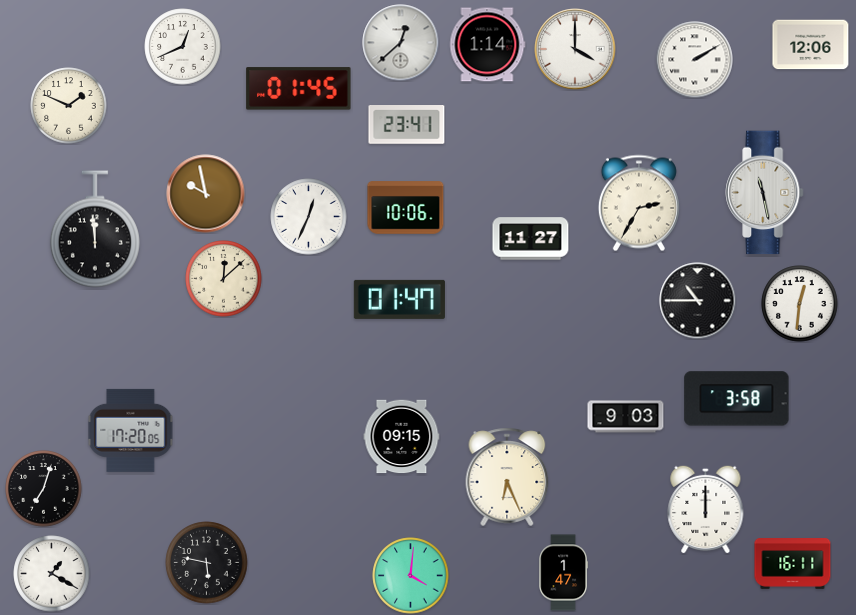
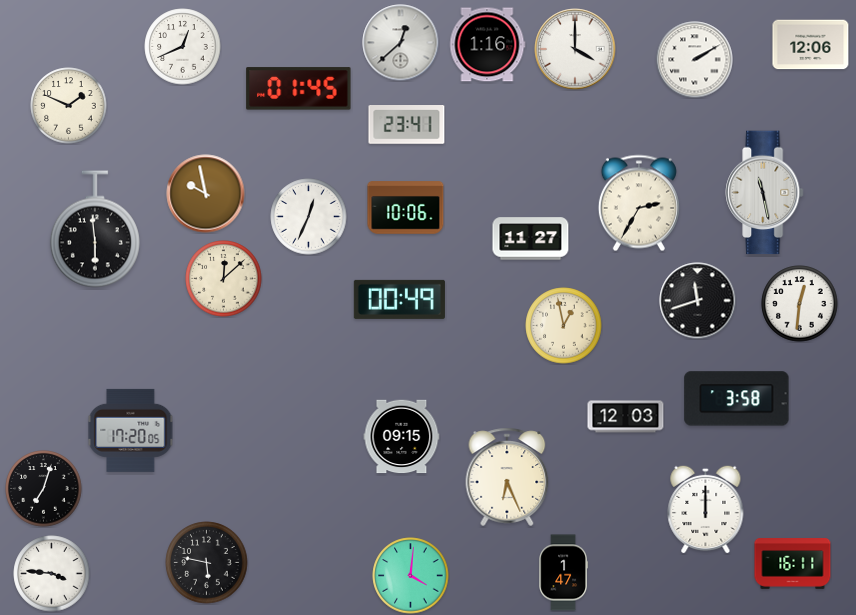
clock at (488, 45): 1:14 -> 1:16
clock at (95, 229): 11:59 -> 5:59
clock at (399, 299): 01:47 -> 00:49
clock at (698, 301): 10:45 -> 11:42
clock at (564, 326): none -> 12:58
clock at (626, 417): 9:03 -> 12:03
clock at (52, 574): 1:20 -> 3:46
